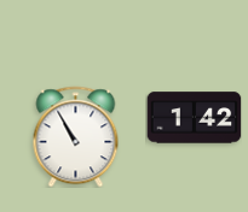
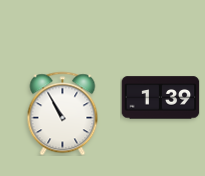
clock at (194, 118): 1:42 -> 1:39
